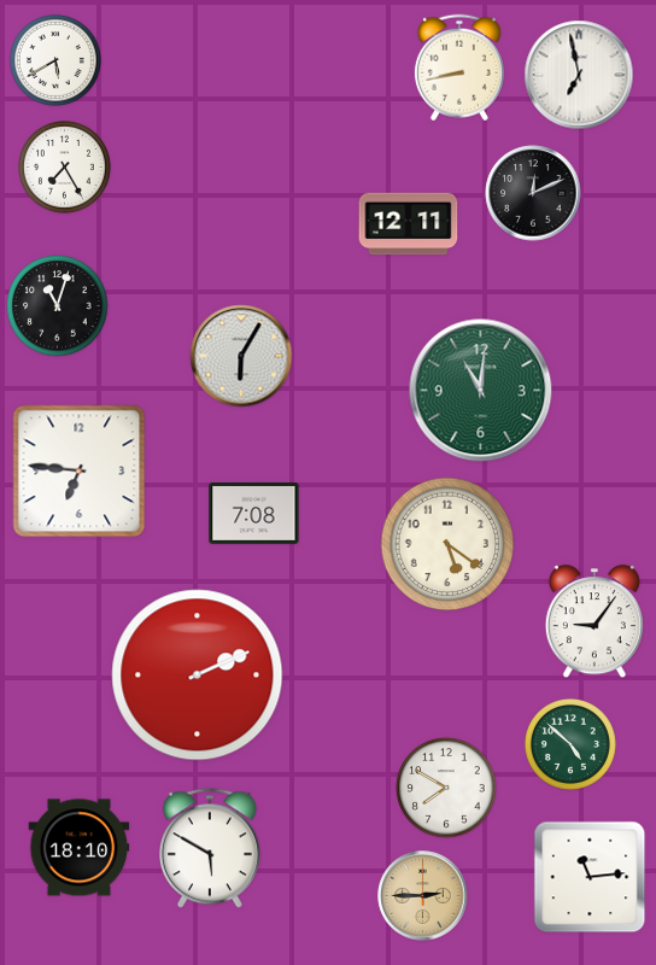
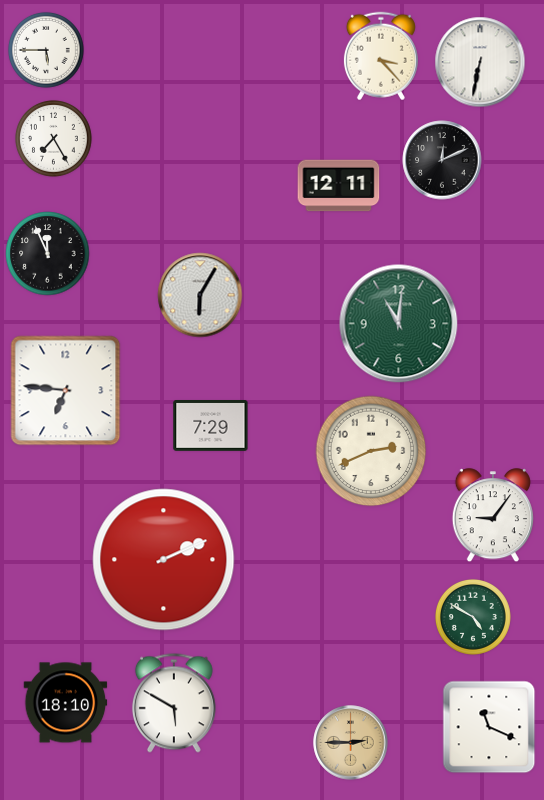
clock at (55, 60): 5:40 -> 5:45
clock at (459, 68): 8:43 -> 3:23
clock at (579, 75): 6:58 -> 6:32
clock at (58, 306): 11:03 -> 11:56
clock at (254, 514): 7:08 -> 7:29
clock at (447, 544): 5:21 -> 2:41
clock at (570, 744): 4:52 -> 4:50
clock at (446, 788): 7:50 -> none
clock at (590, 877): 11:14 -> 11:19
